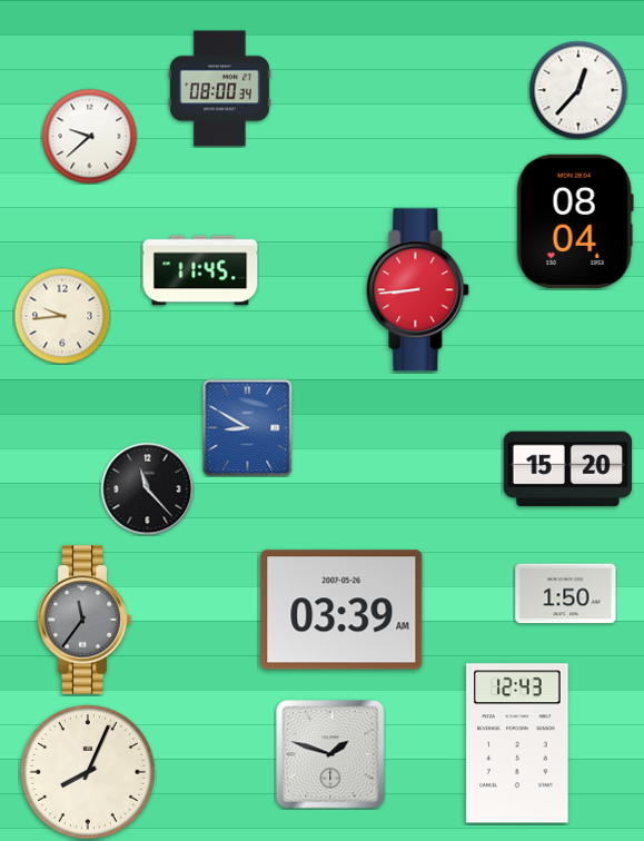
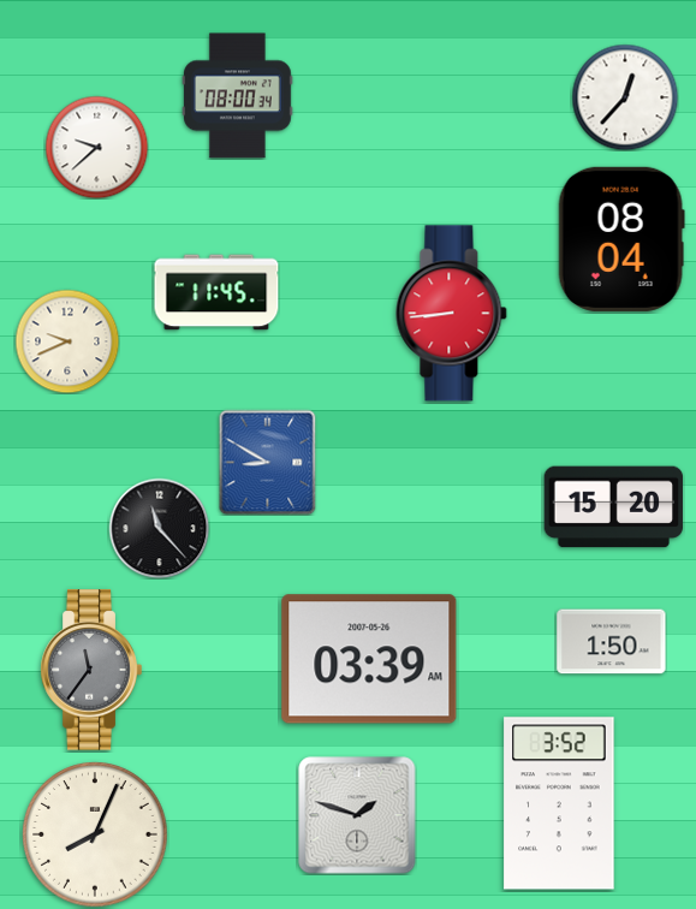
clock at (62, 316): 9:44 -> 9:41
clock at (517, 743): 12:43 -> 3:52
